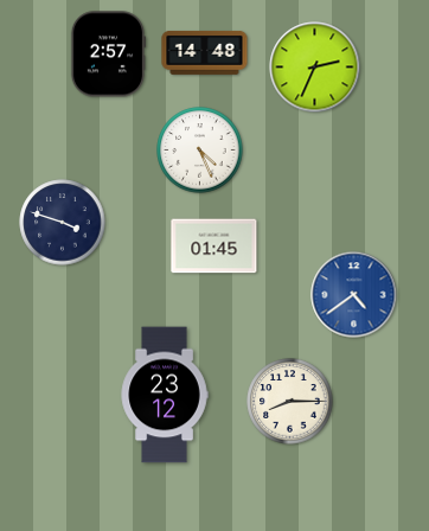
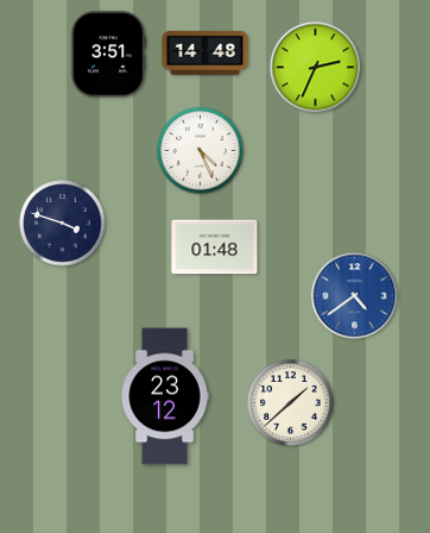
clock at (108, 55): 2:57 -> 3:51
clock at (214, 247): 01:45 -> 01:48
clock at (290, 402): 8:15 -> 1:38
